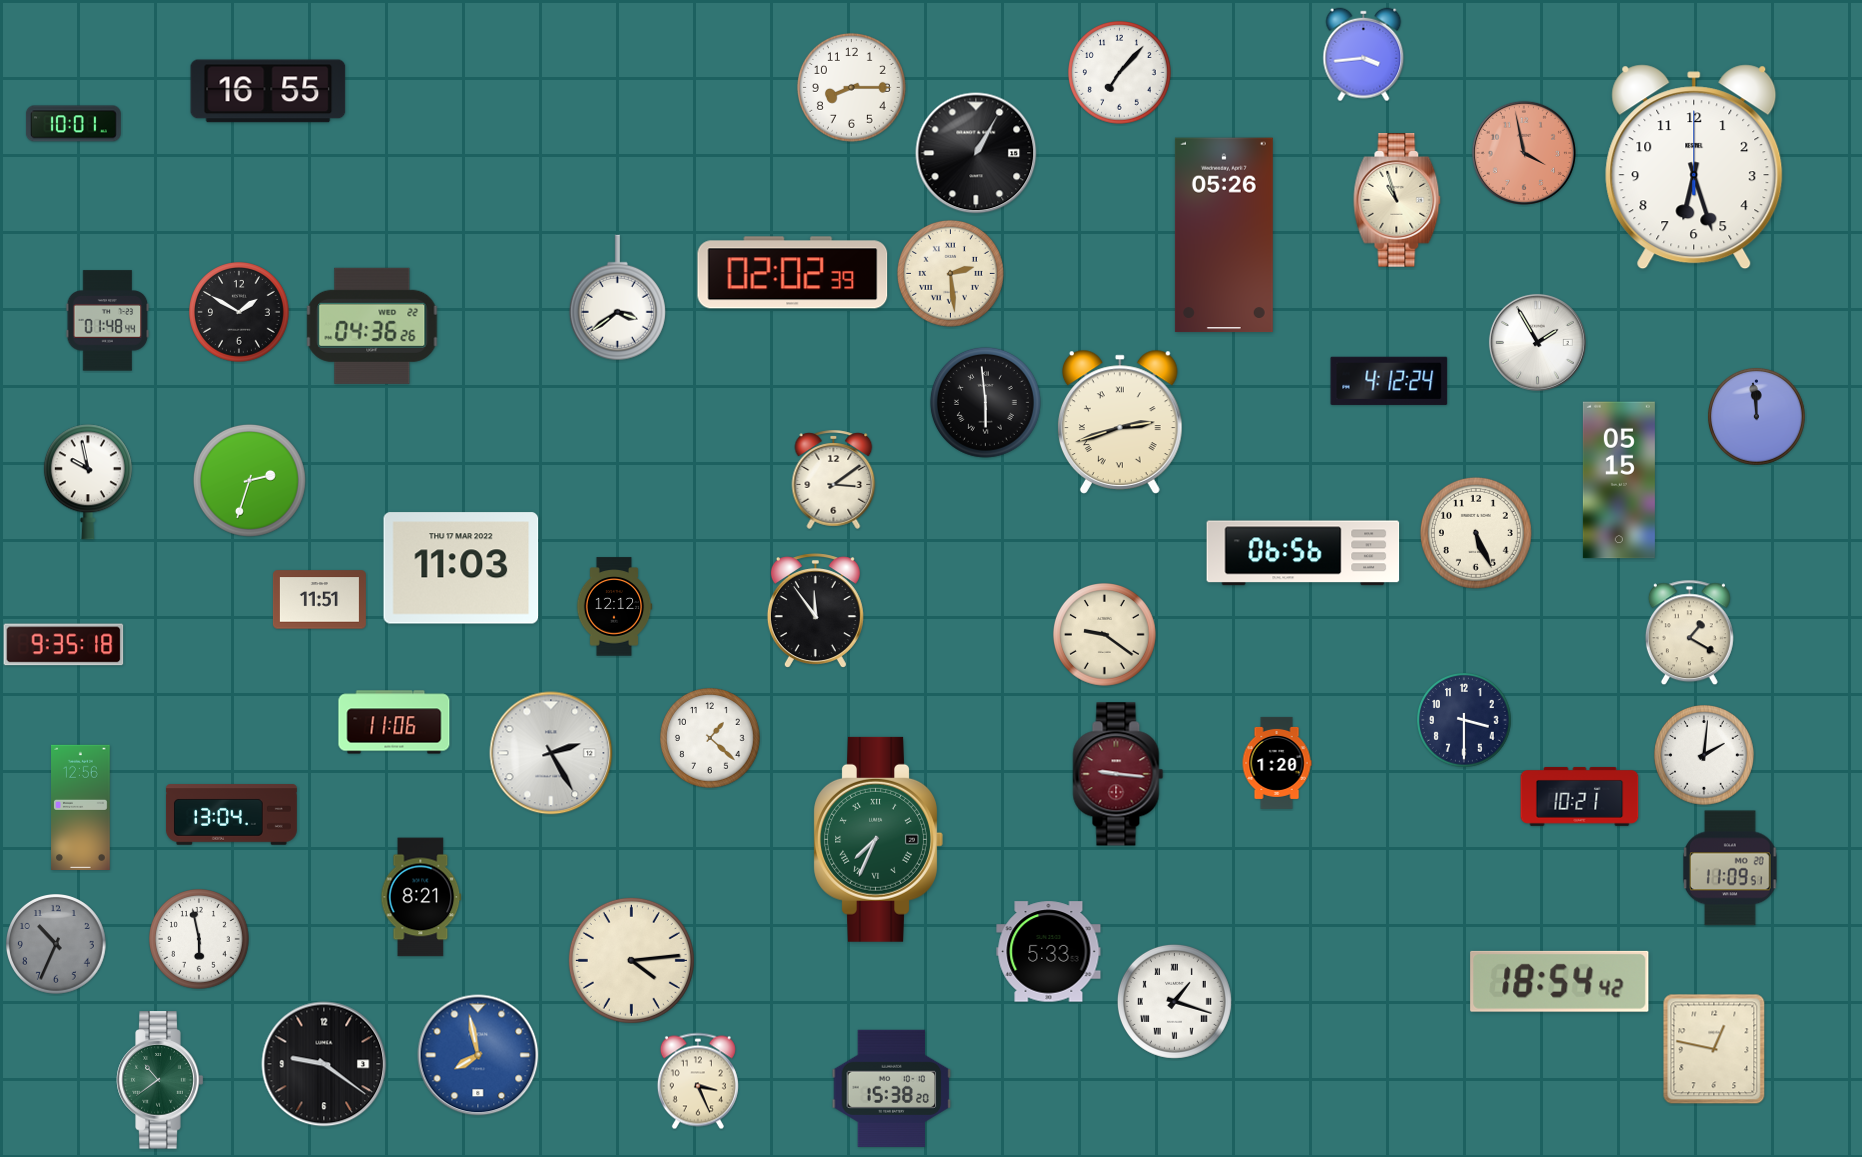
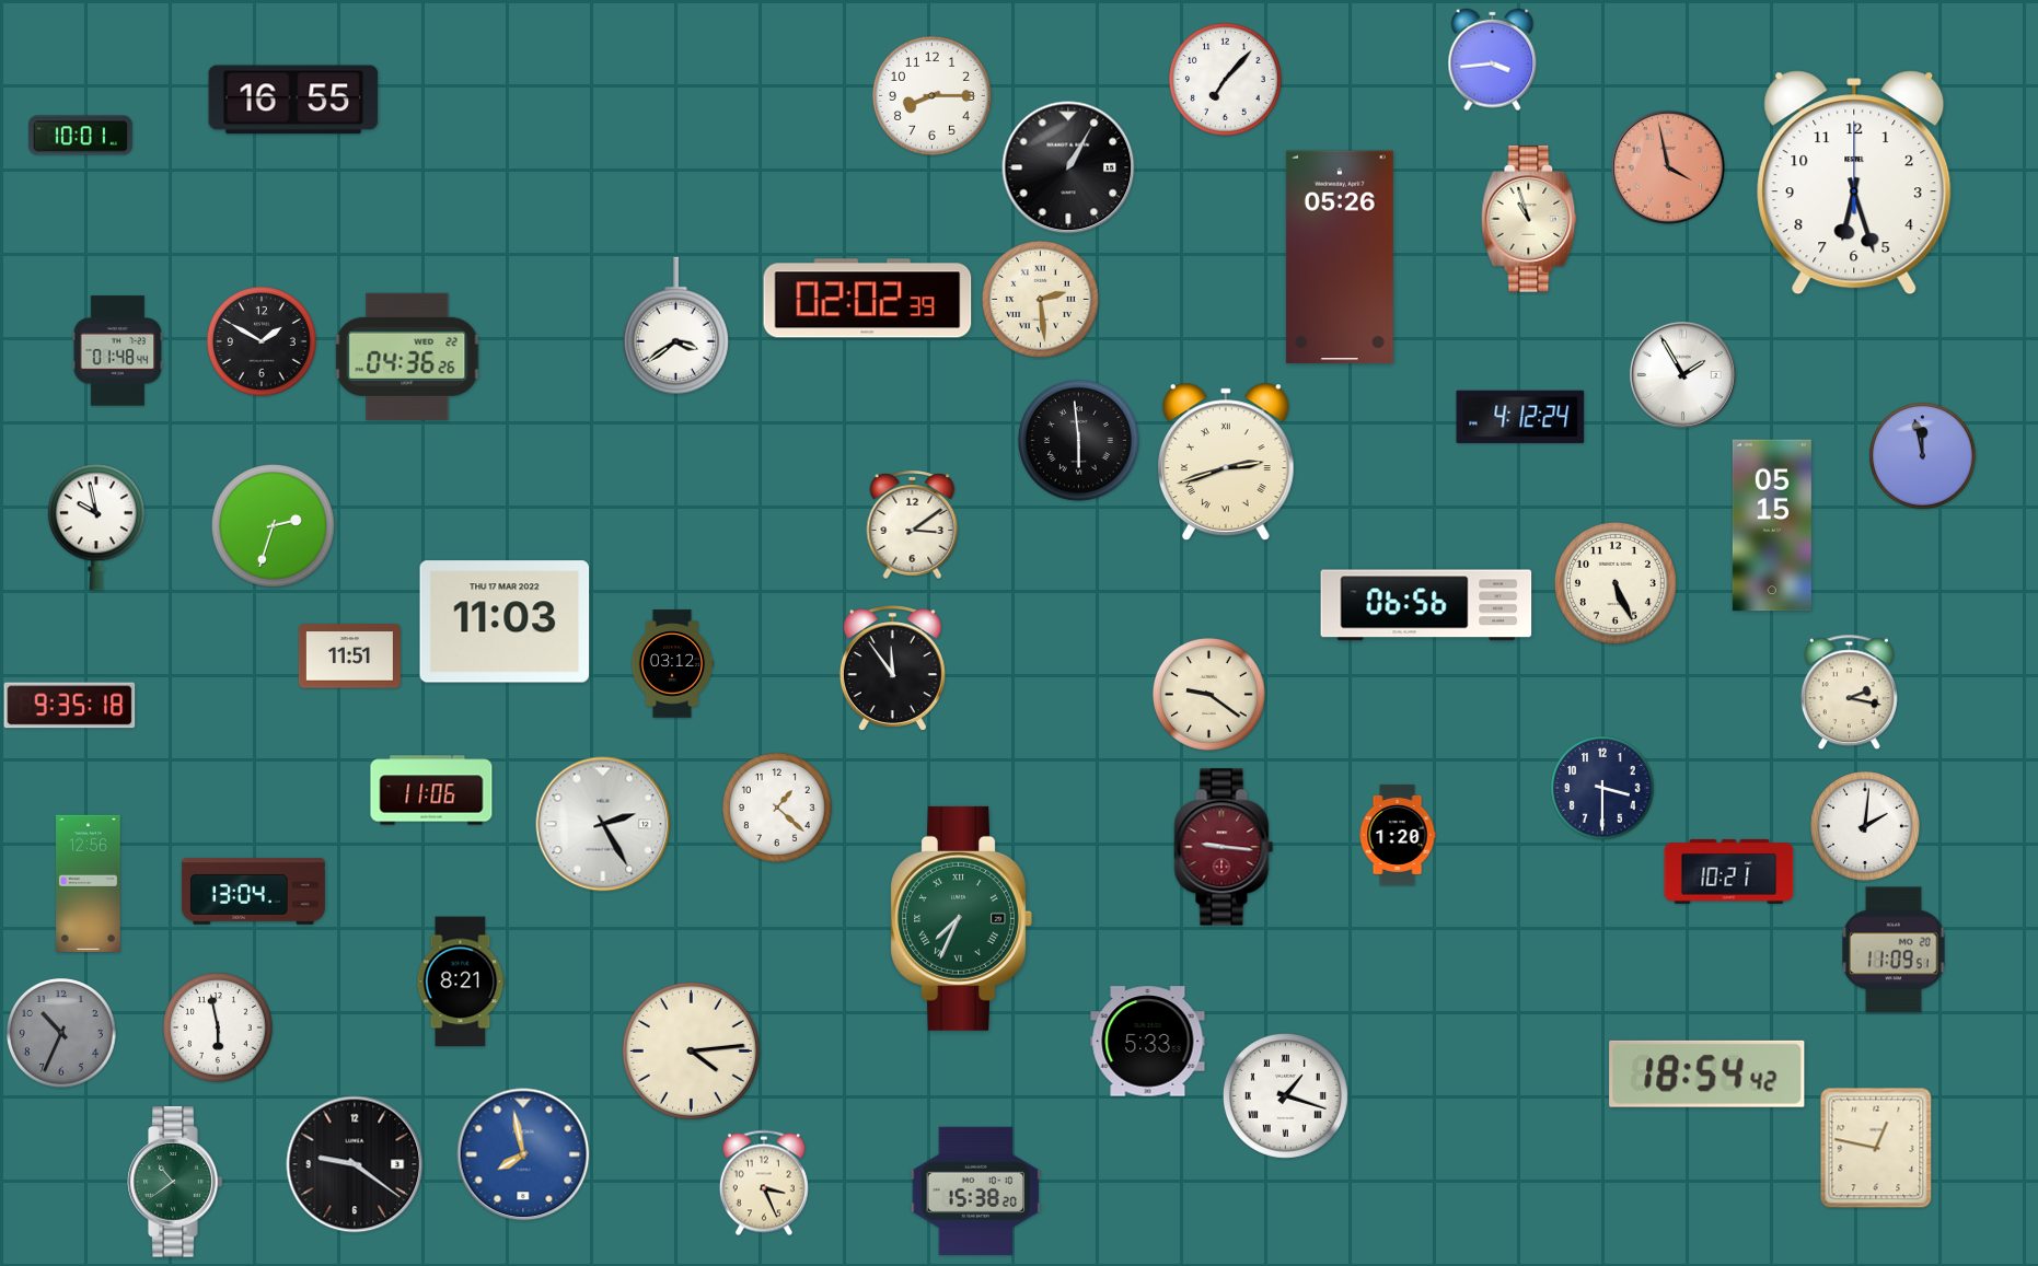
clock at (1757, 417): 11:59 -> 11:58
clock at (614, 607): 12:12 -> 03:12
clock at (1689, 633): 1:20 -> 2:17
